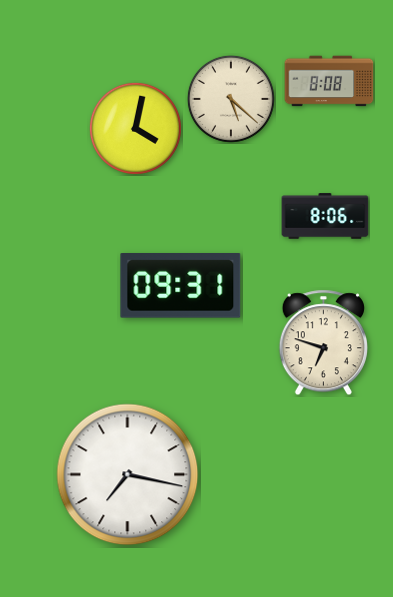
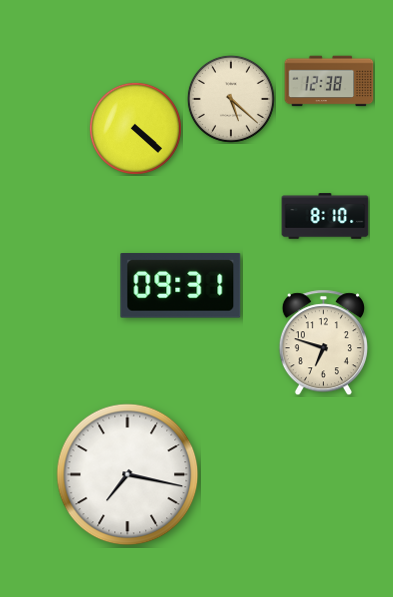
clock at (329, 81): 8:08 -> 12:38
clock at (135, 128): 4:02 -> 4:22
clock at (325, 216): 8:06 -> 8:10
